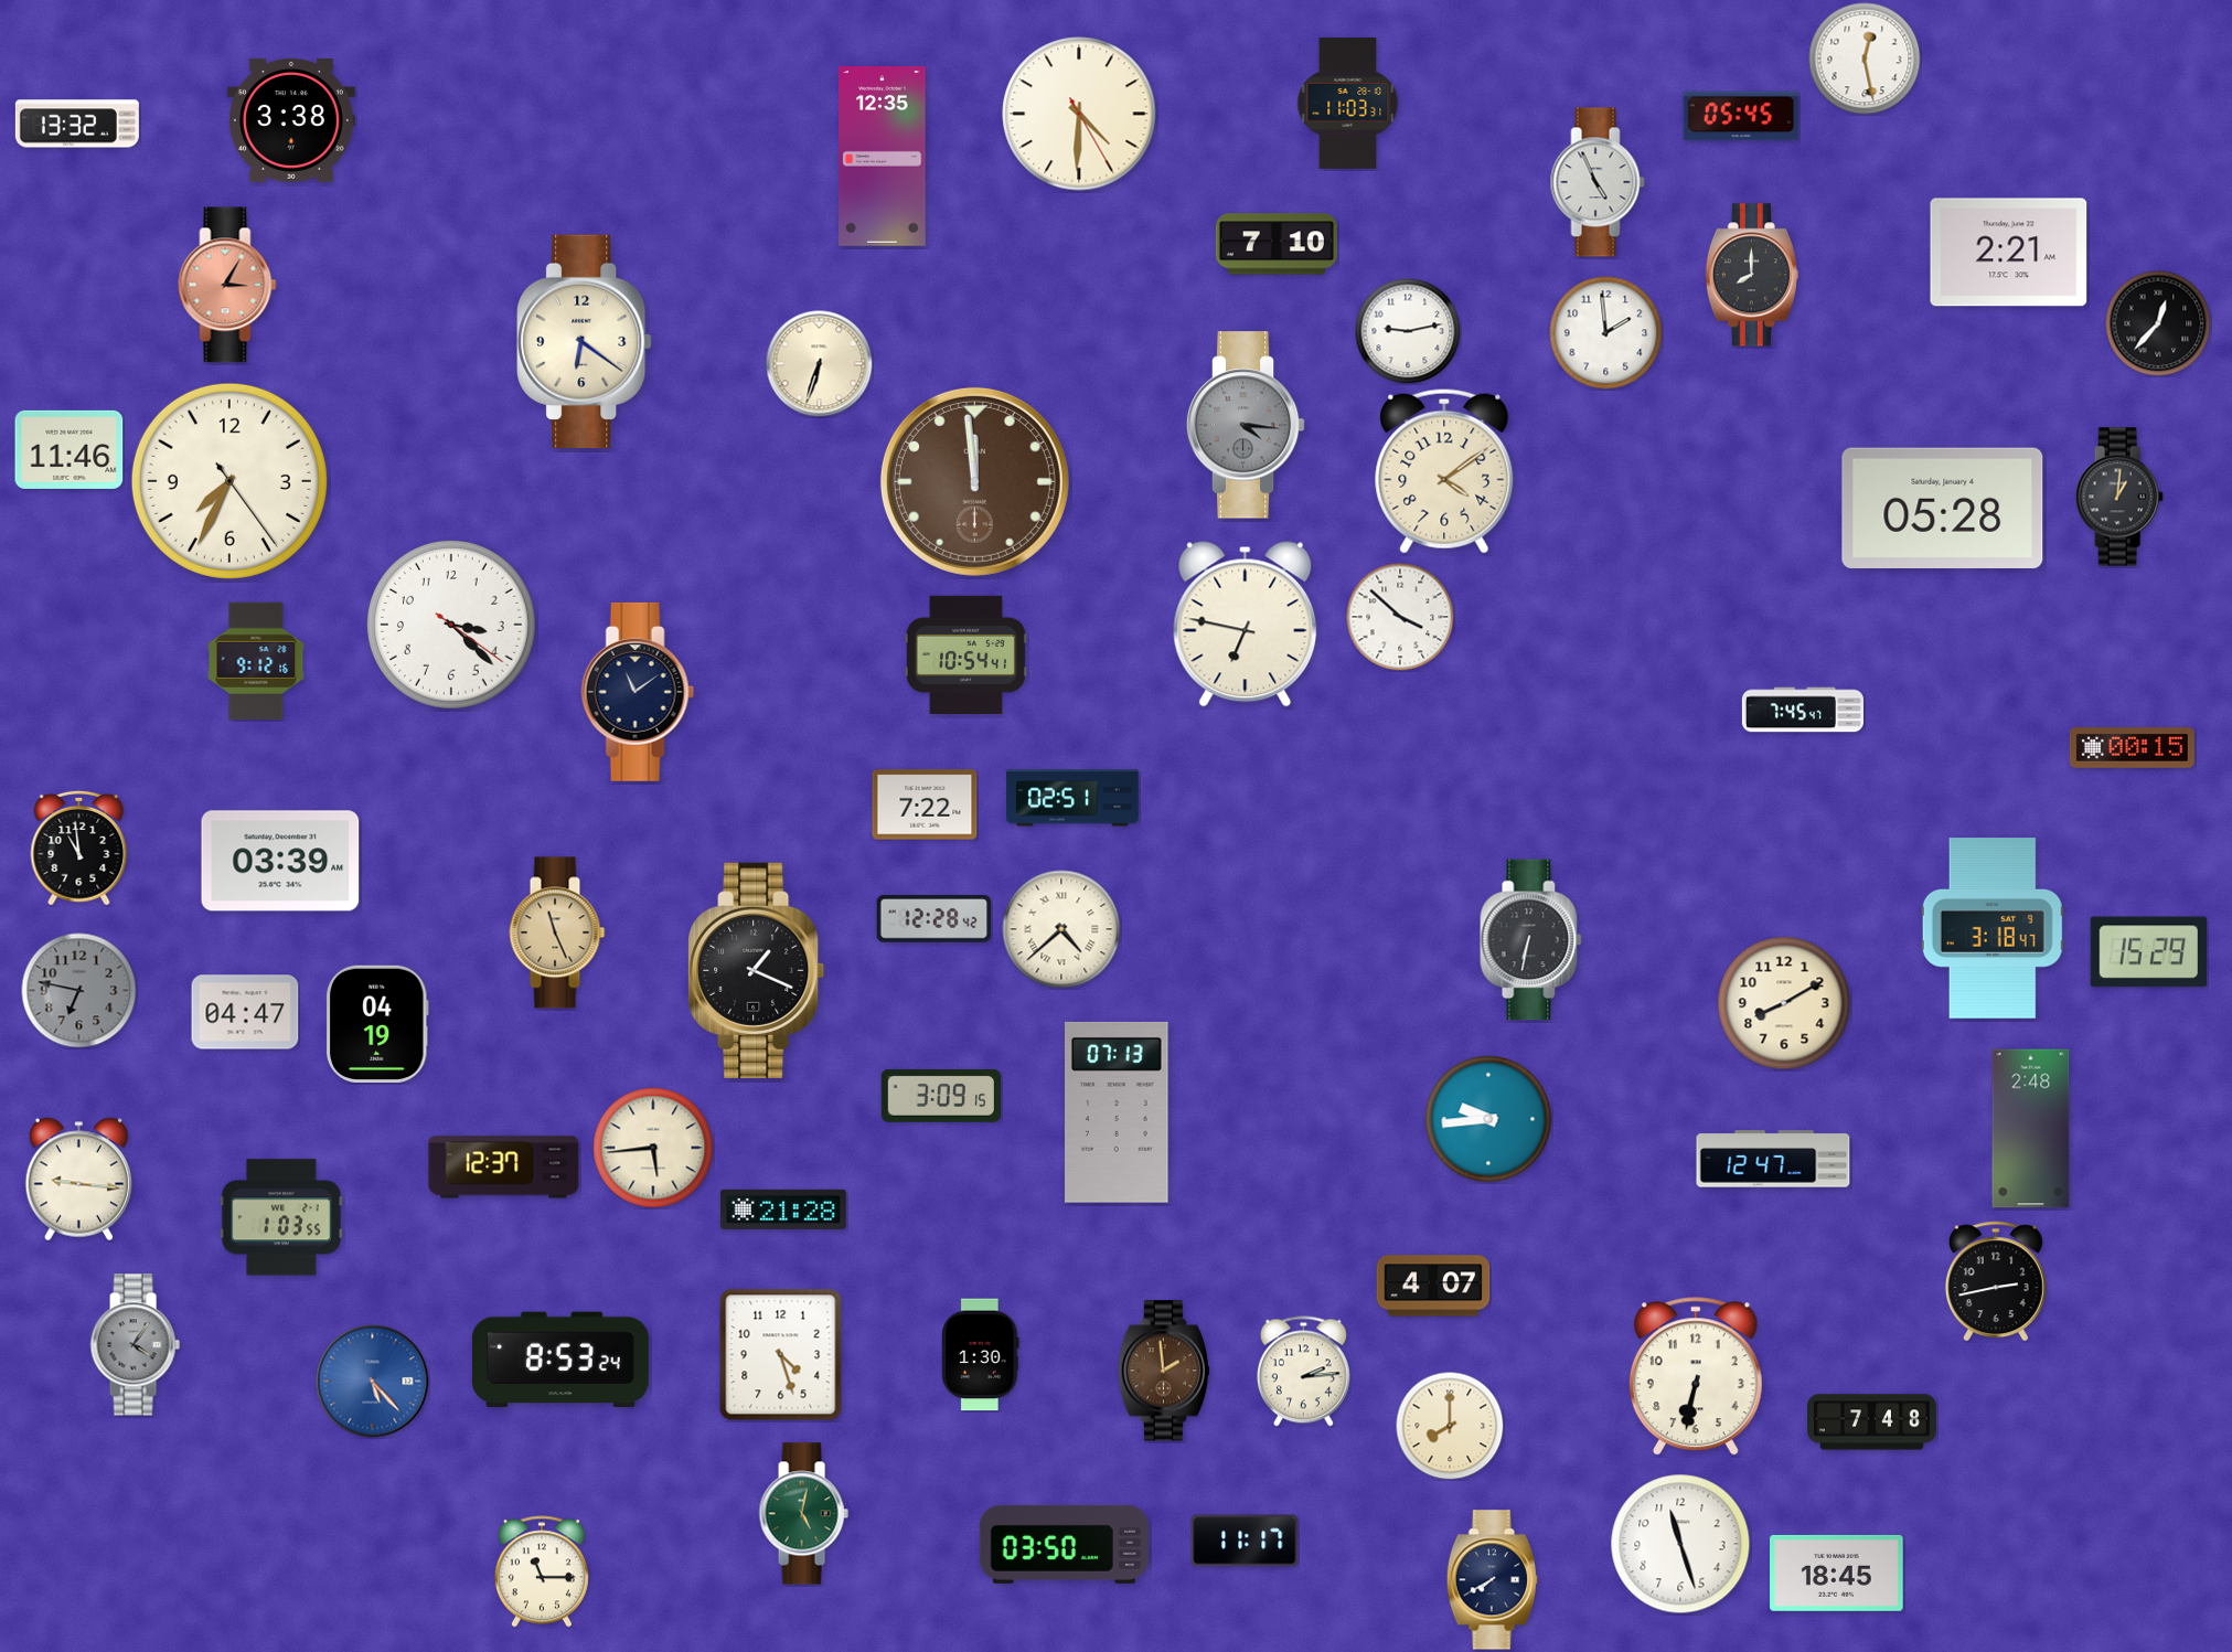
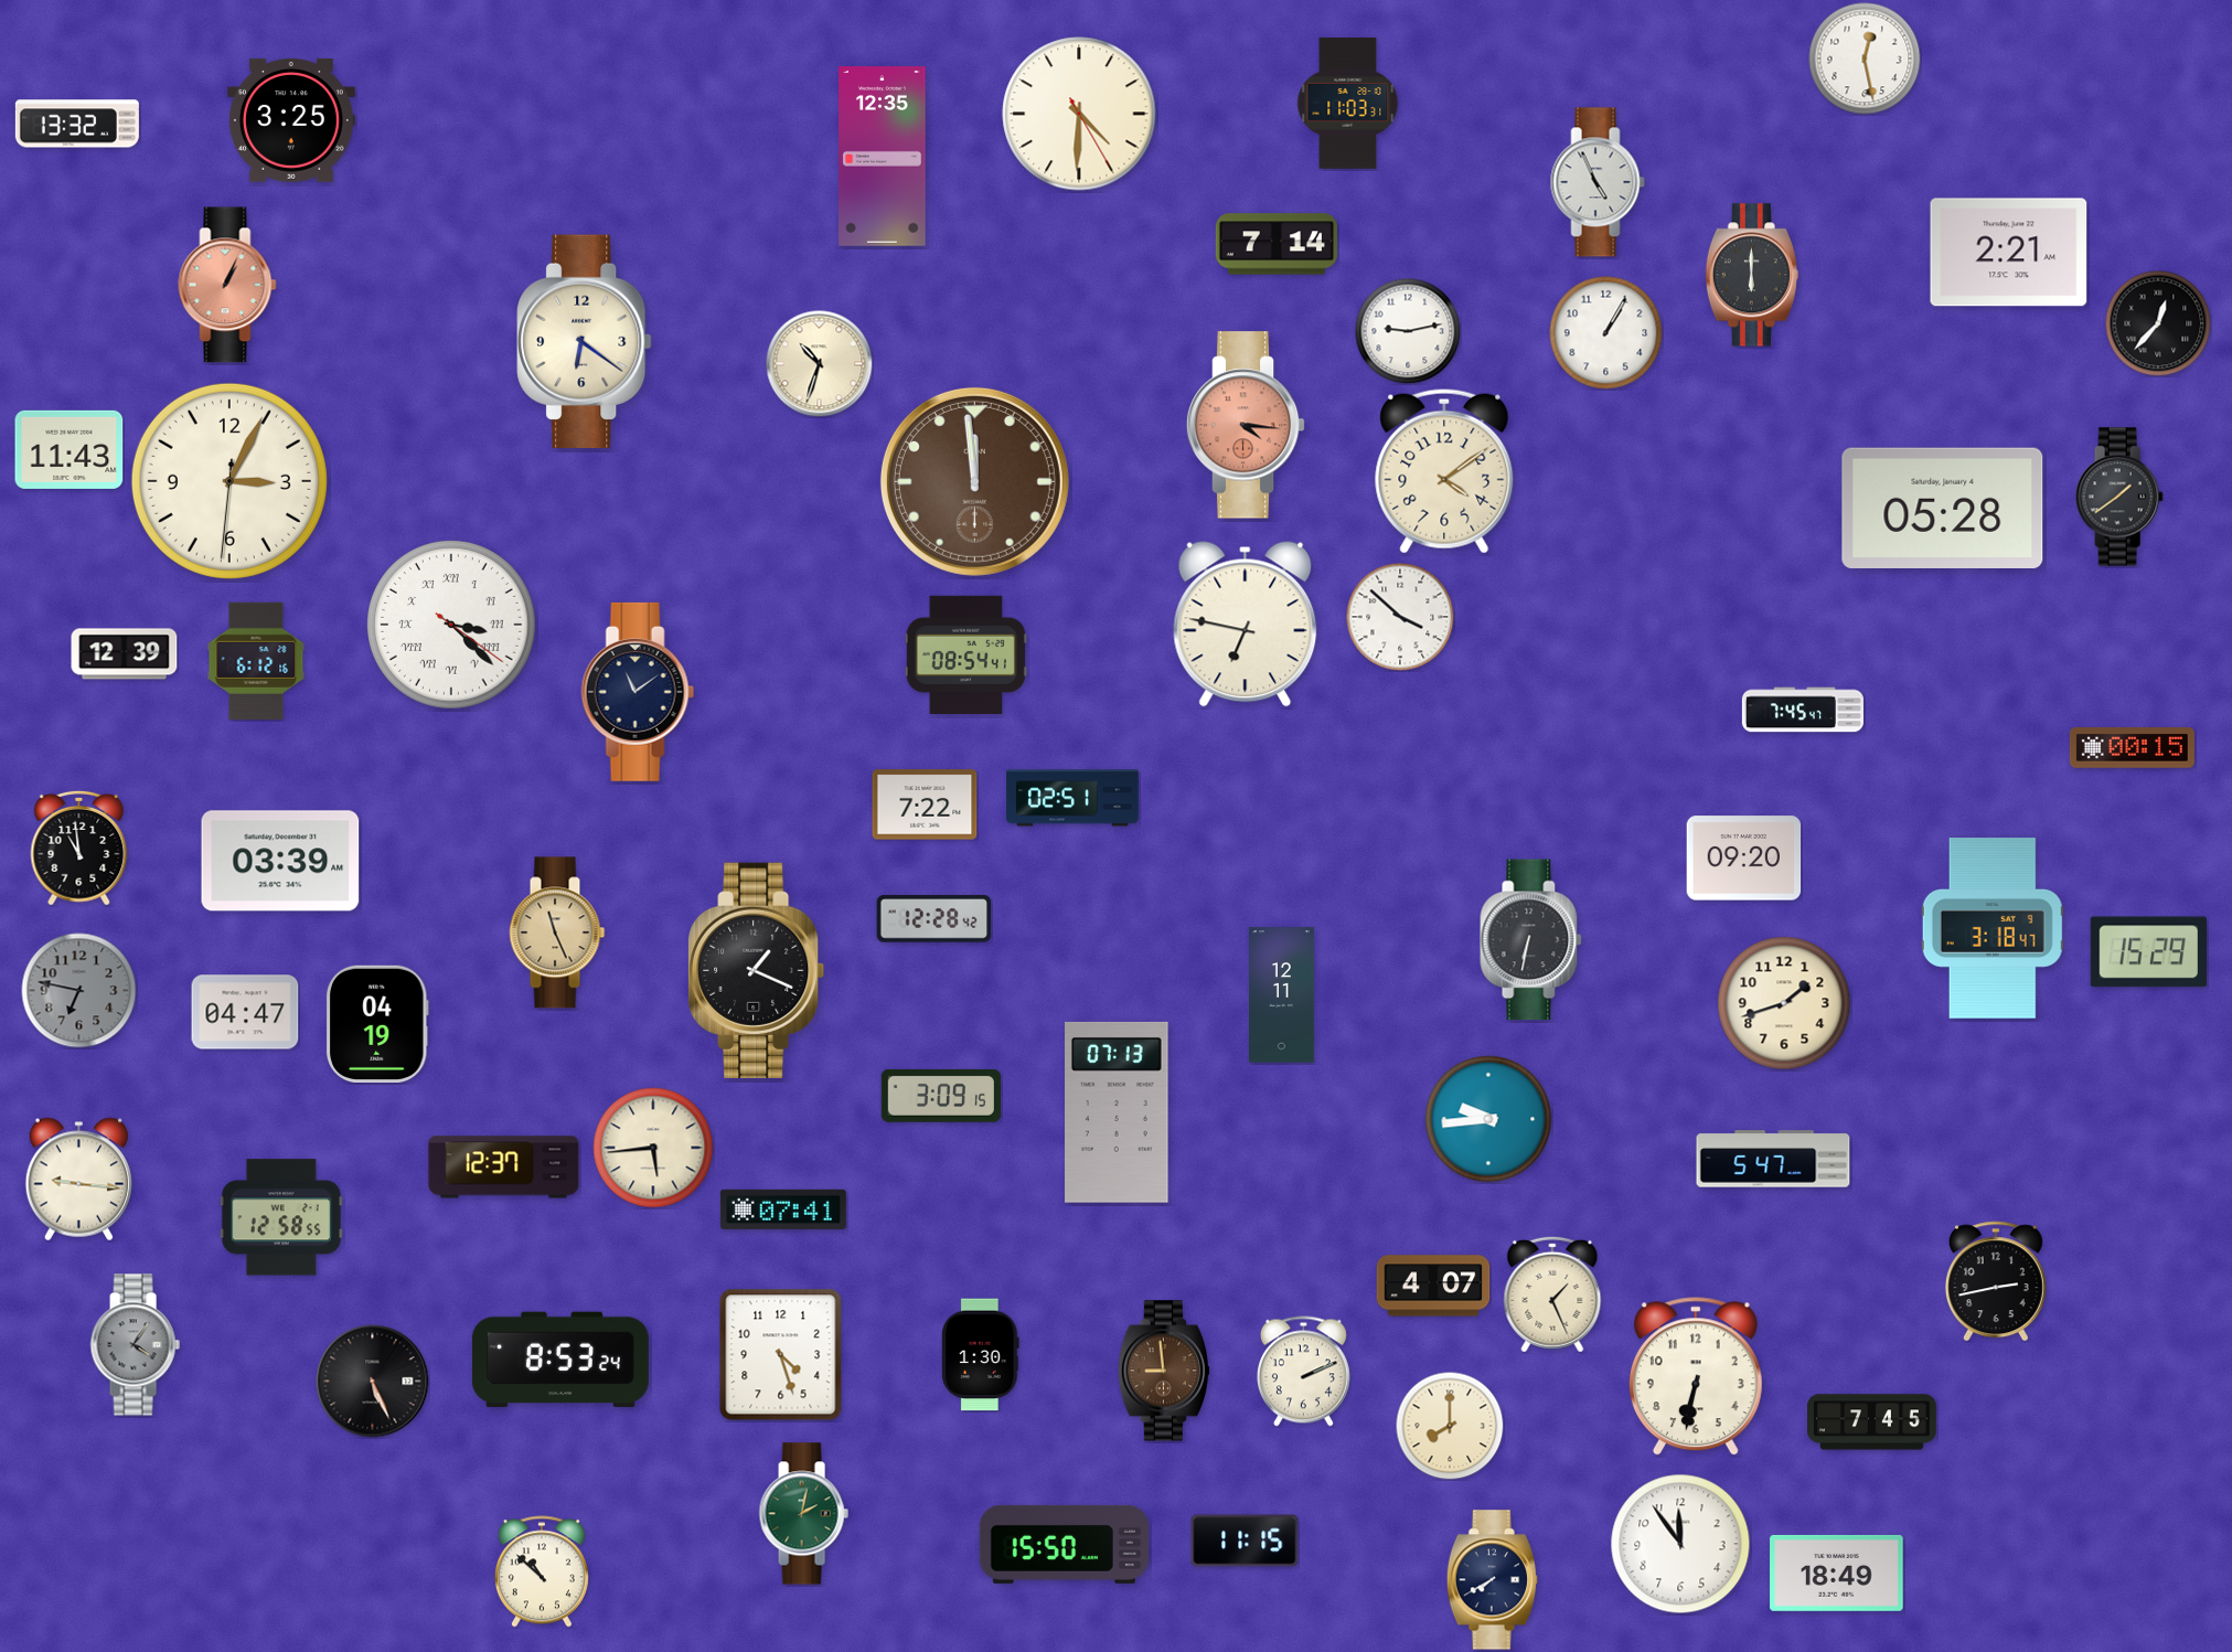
clock at (1741, 116): 05:45 -> none
clock at (291, 120): 3:38 -> 3:25
clock at (1277, 244): 7:10 -> 7:14
clock at (1752, 275): 8:00 -> 6:00
clock at (227, 285): 3:05 -> 1:04
clock at (1606, 333): 1:59 -> 1:05
clock at (820, 364): 6:33 -> 10:33
clock at (1246, 425) dial: grey -> salmon
clock at (70, 449): 11:46 -> 11:43
clock at (229, 481): 7:34 -> 3:04
clock at (2119, 497): 1:01 -> 1:39
clock at (452, 626) numerals: Arabic -> Roman
clock at (125, 654): none -> 12:39
clock at (965, 654): 10:54 -> 08:54
clock at (256, 660): 9:12 -> 6:12
clock at (1744, 859): none -> 09:20
clock at (1061, 929): 4:38 -> none
clock at (1282, 995): none -> 12:11
clock at (1784, 1003): 8:10 -> 1:42
clock at (2031, 1129): 2:48 -> none
clock at (1773, 1159): 12:47 -> 5:47
clock at (783, 1209): 21:28 -> 07:41
clock at (281, 1217): 1:03 -> 12:58
clock at (1552, 1294): none -> 1:26
clock at (1163, 1371): 1:59 -> 8:59
clock at (1303, 1372): 2:14 -> 2:11
clock at (373, 1382): 5:23 -> 5:26
clock at (373, 1382) dial: blue -> black
clock at (1872, 1422): 7:48 -> 7:45
clock at (803, 1514): 5:02 -> 2:02
clock at (1245, 1541): 11:17 -> 11:15
clock at (1064, 1544): 03:50 -> 15:50
clock at (1680, 1544): 11:27 -> 11:54
clock at (542, 1571): 11:15 -> 10:52
clock at (1837, 1573): 18:45 -> 18:49
